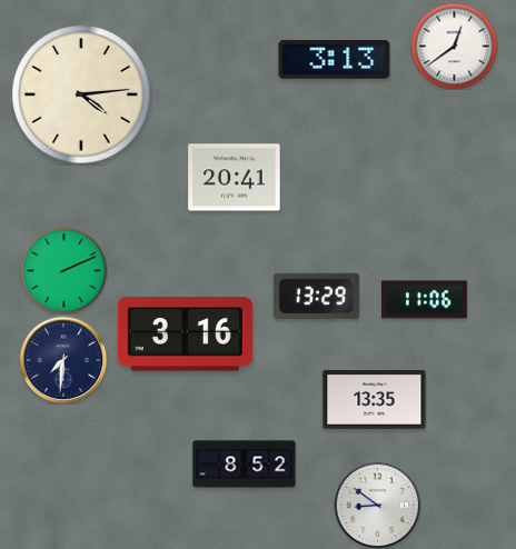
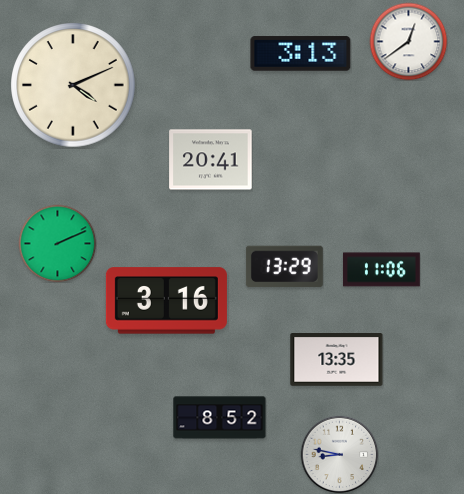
clock at (81, 94): 4:14 -> 4:11
clock at (63, 360): 7:31 -> none
clock at (377, 505): 8:51 -> 8:47
